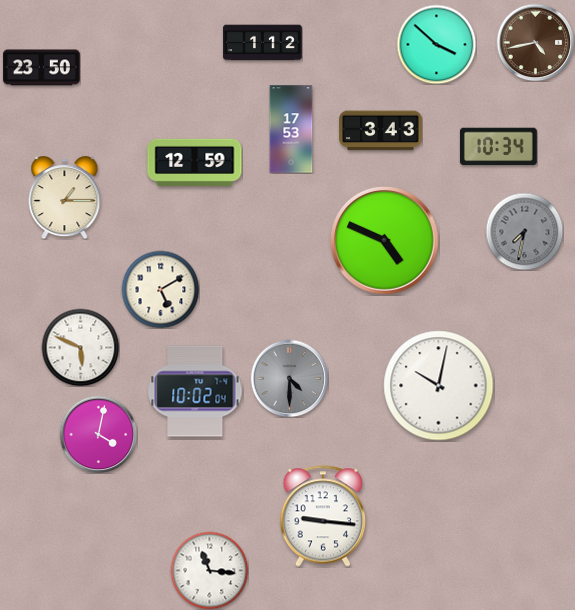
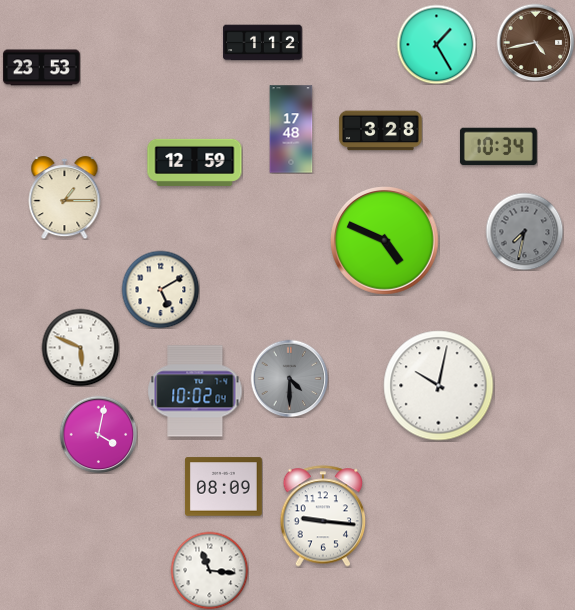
clock at (436, 44): 3:52 -> 1:25
clock at (41, 68): 23:50 -> 23:53
clock at (291, 129): 17:53 -> 17:48
clock at (381, 131): 3:43 -> 3:28
clock at (223, 487): none -> 08:09
